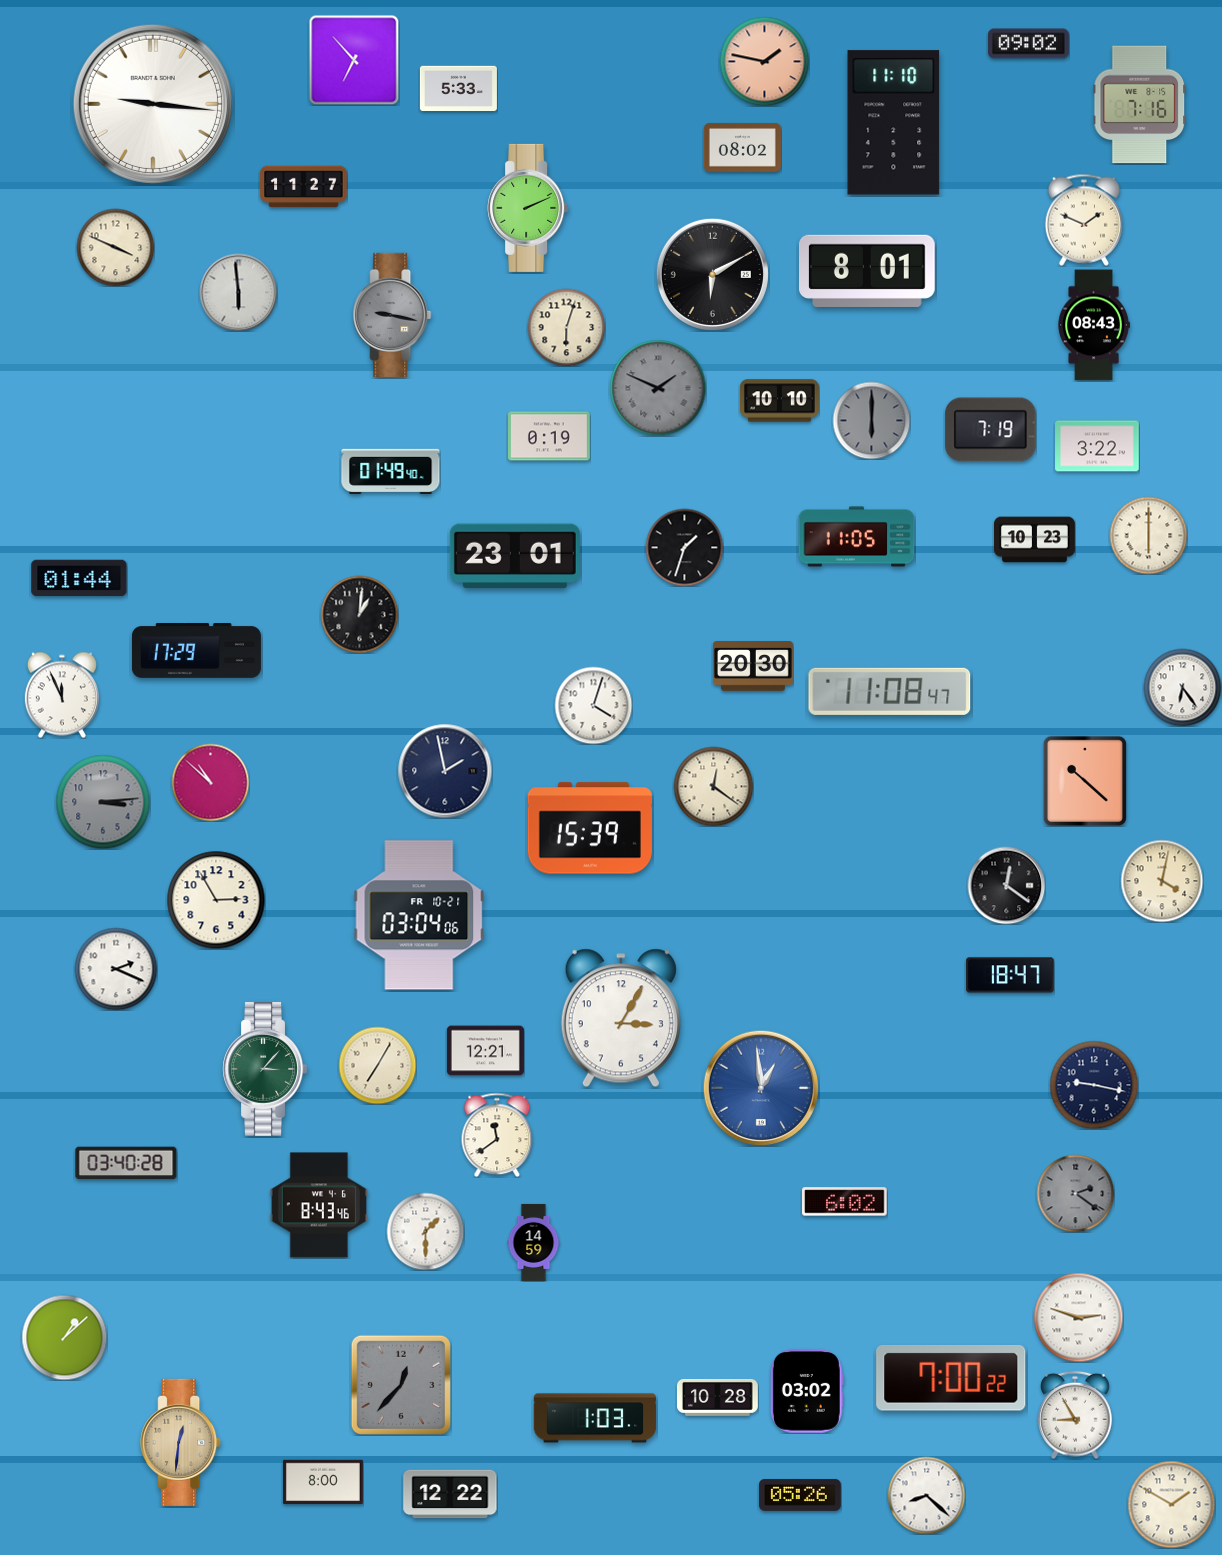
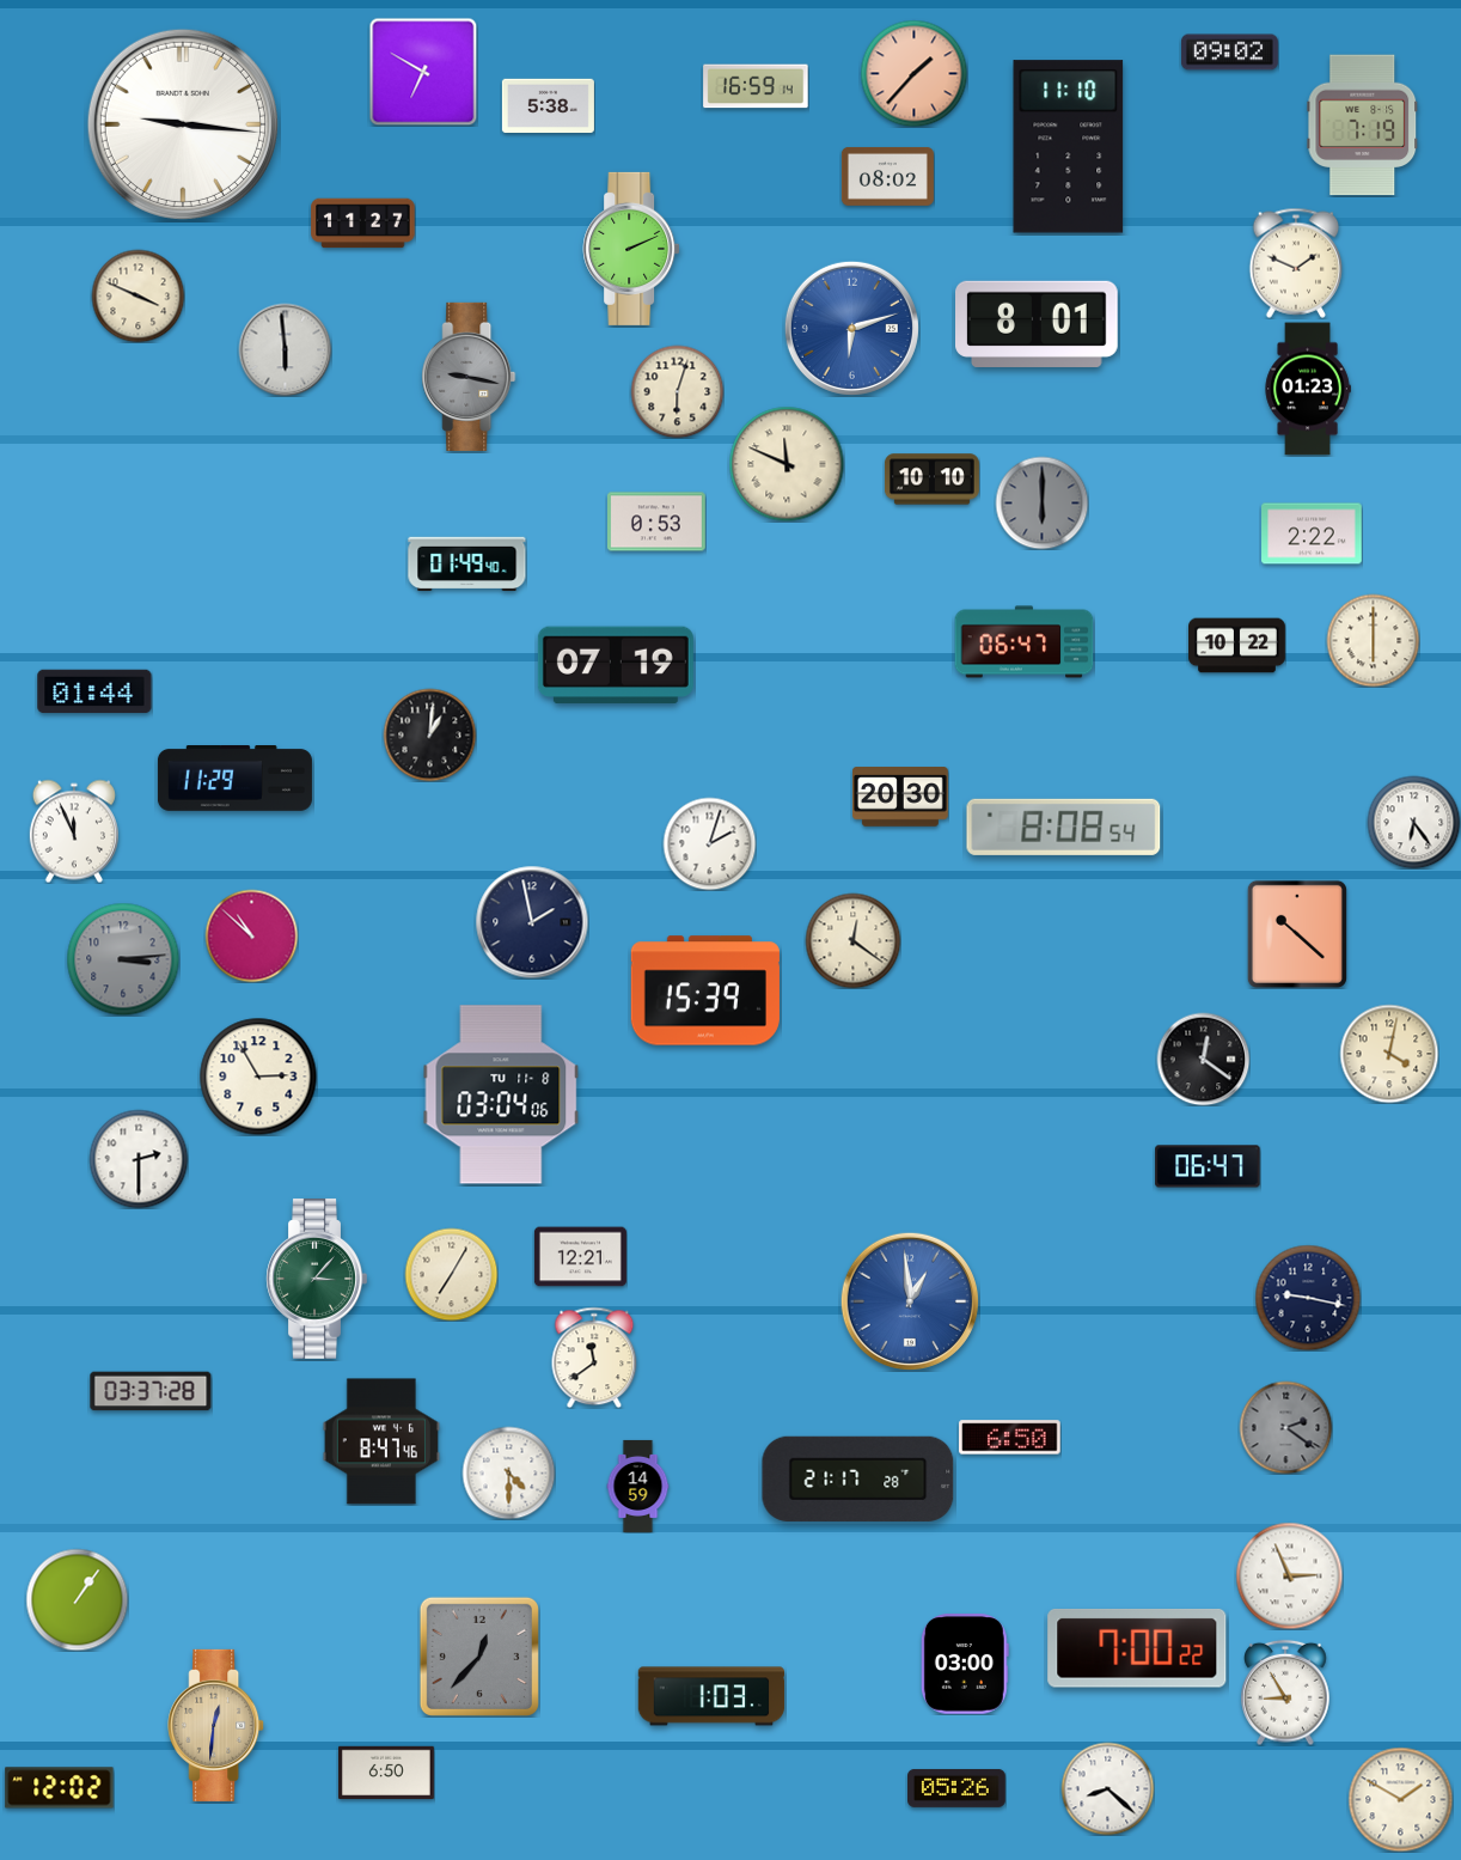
clock at (354, 60): 6:53 -> 6:50
clock at (764, 61): 1:47 -> 1:37
clock at (756, 86): none -> 16:59
clock at (458, 89): 5:33 -> 5:38
clock at (1140, 105): 7:16 -> 7:19
clock at (712, 274): 6:10 -> 6:12
clock at (712, 274) dial: black -> blue
clock at (1094, 325): 08:43 -> 01:23
clock at (658, 388): 1:49 -> 11:49
clock at (658, 388) dial: grey -> cream
clock at (991, 430): 7:19 -> none
clock at (550, 436): 0:19 -> 0:53
clock at (1097, 446): 3:22 -> 2:22
clock at (857, 537): 11:05 -> 06:47
clock at (1035, 540): 10:23 -> 10:22
clock at (684, 547): 1:33 -> none
clock at (515, 556): 23:01 -> 07:19
clock at (196, 651): 17:29 -> 11:29
clock at (890, 691): 11:08 -> 8:08
clock at (593, 705): 4:03 -> 2:03
clock at (419, 915) date: FR 10-21 -> TU 11-8
clock at (116, 969): 2:19 -> 2:30
clock at (1010, 975): 18:47 -> 06:47
clock at (621, 1018): 3:05 -> none
clock at (126, 1163): 03:40 -> 03:37
clock at (845, 1202): 6:02 -> 6:50
clock at (319, 1205): 8:43 -> 8:47
clock at (425, 1231): 1:30 -> 4:30
clock at (858, 1478): none -> 21:17
clock at (1078, 1317): 2:48 -> 2:56
clock at (64, 1337): 1:08 -> 1:06
clock at (807, 1391): 03:02 -> 03:00
clock at (718, 1397): 10:28 -> none
clock at (323, 1482): 8:00 -> 6:50
clock at (450, 1494): 12:22 -> none
clock at (60, 1788): none -> 12:02
